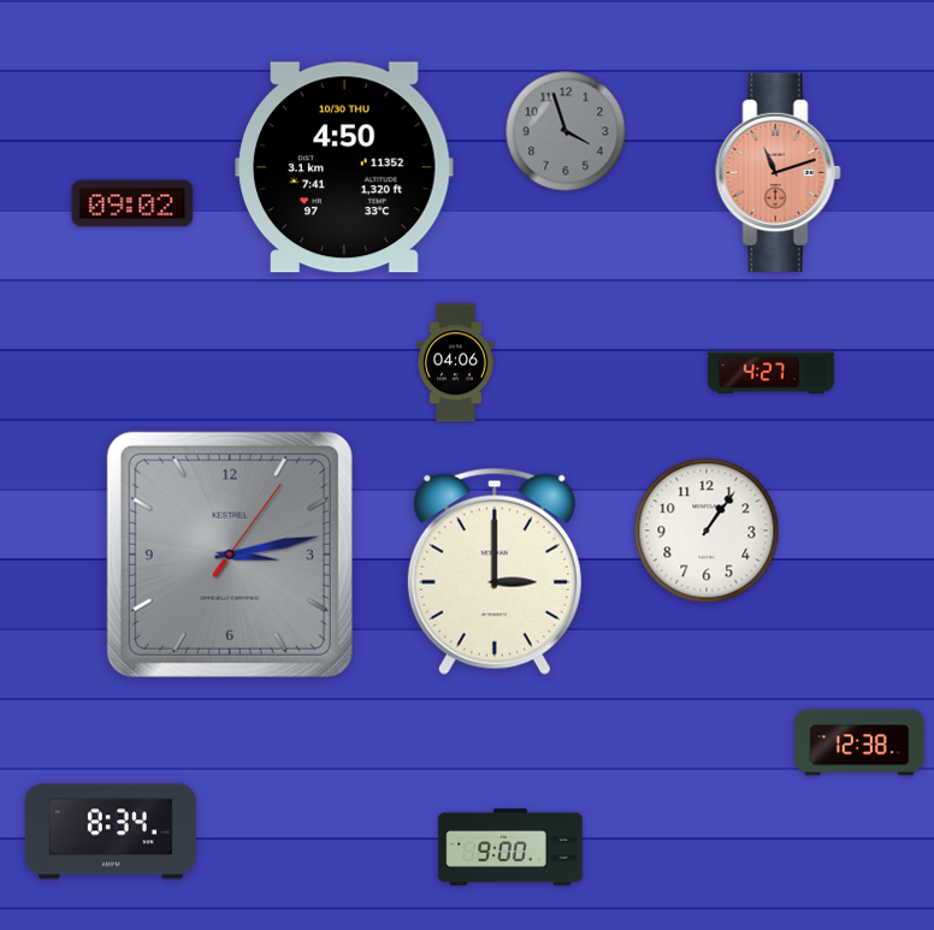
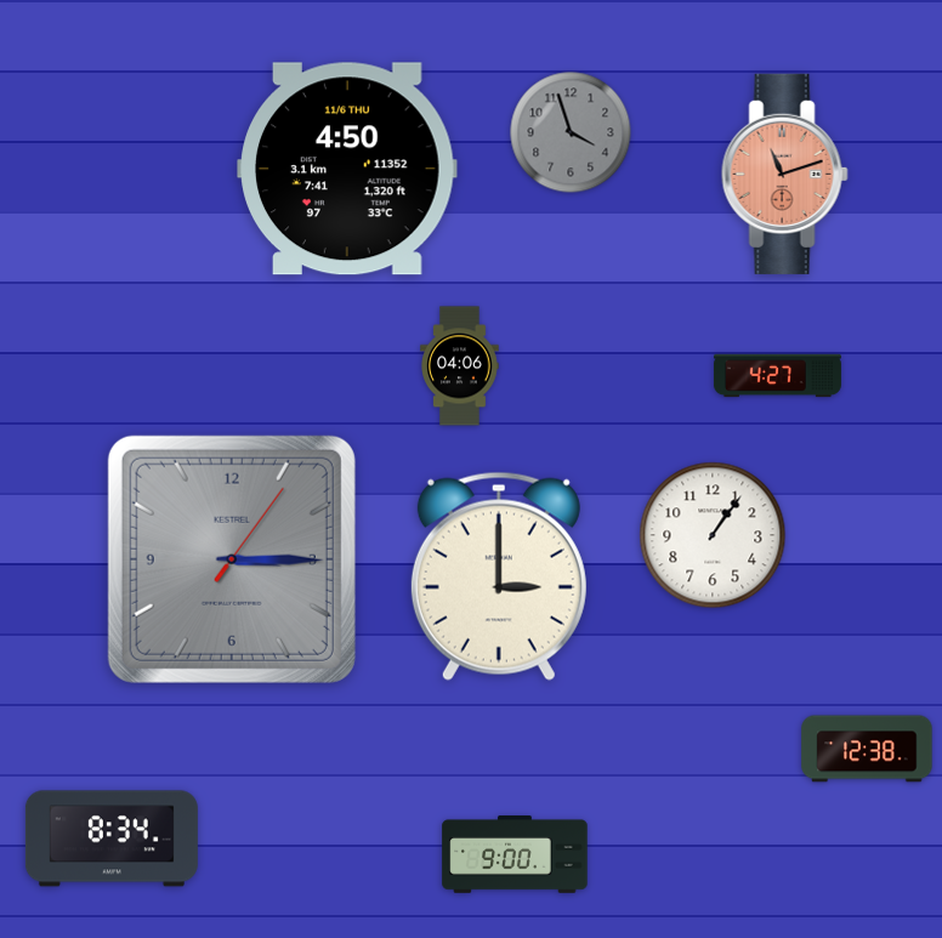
clock at (344, 167) date: 10/30 THU -> 11/6 THU
clock at (132, 203): 09:02 -> none
clock at (230, 555): 3:13 -> 3:15
